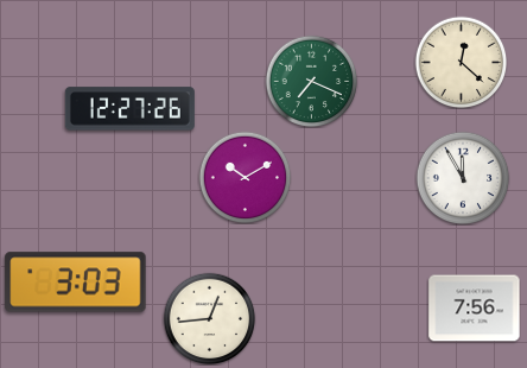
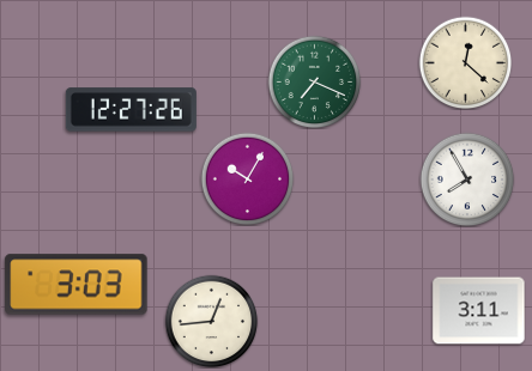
clock at (245, 177): 10:10 -> 10:05
clock at (463, 178): 11:55 -> 7:55
clock at (475, 309): 7:56 -> 3:11
